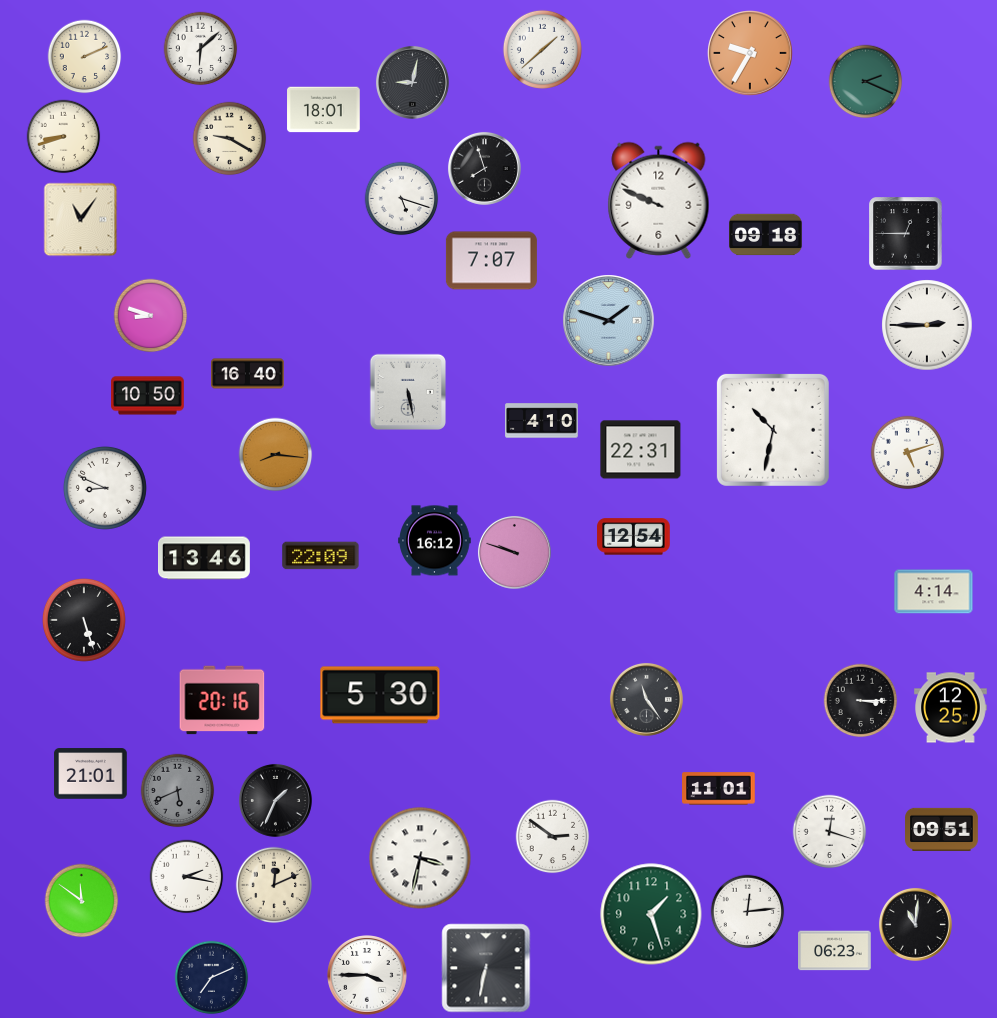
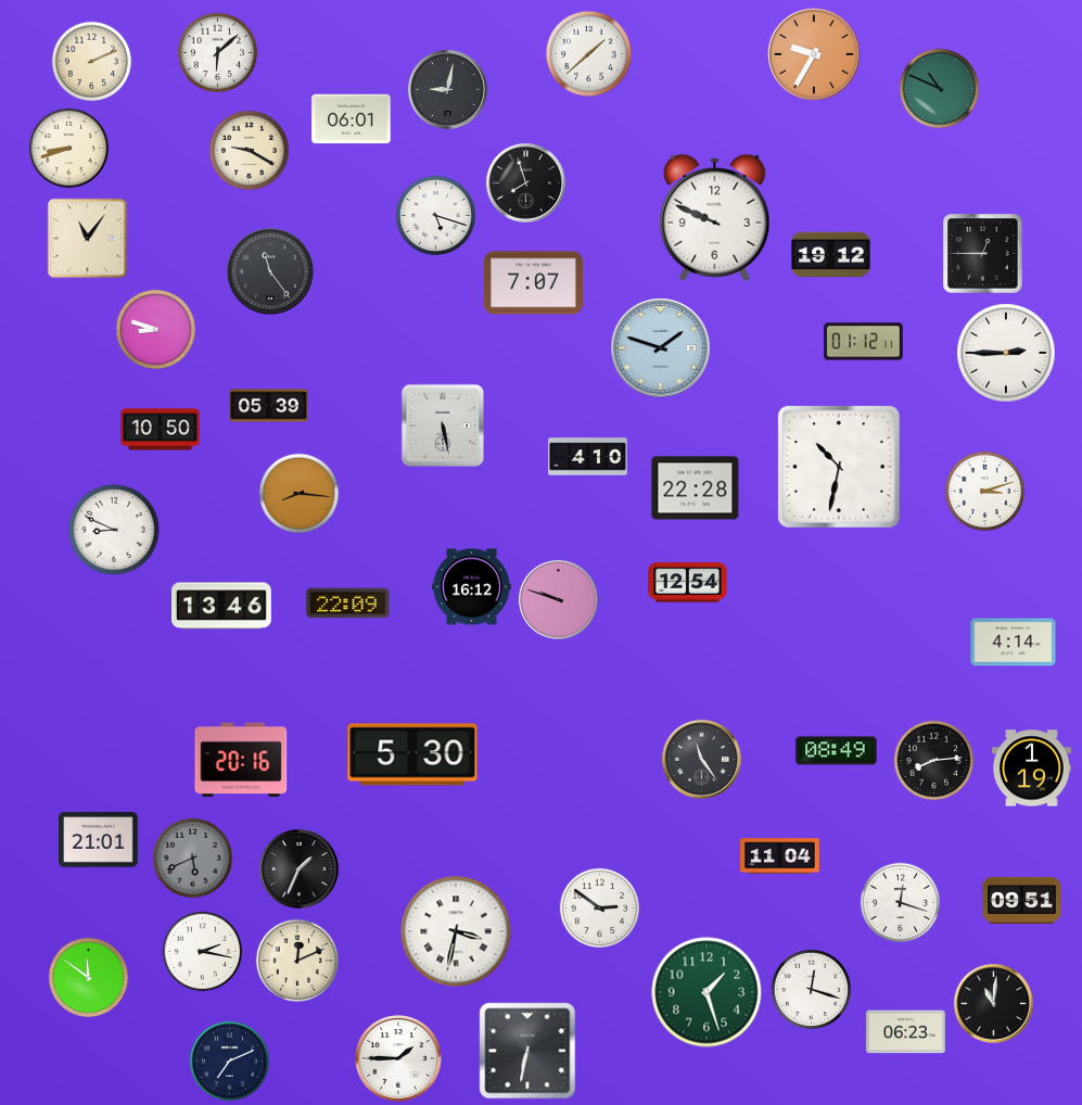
clock at (750, 53) position: (750, 53) -> (814, 54)
clock at (866, 82): 2:19 -> 10:49
clock at (324, 110): 18:01 -> 06:01
clock at (766, 235): 09:18 -> 19:12
clock at (271, 272): none -> 11:24
clock at (864, 342): none -> 01:12
clock at (151, 316) position: (151, 316) -> (156, 330)
clock at (248, 374): 16:40 -> 05:39
clock at (641, 450): 22:31 -> 22:28
clock at (908, 453): 5:12 -> 3:12
clock at (84, 620): 5:27 -> none
clock at (837, 751): none -> 08:49
clock at (861, 701): 3:15 -> 8:14
clock at (951, 708): 12:25 -> 1:19
clock at (719, 789): 11:01 -> 11:04
clock at (748, 912): 12:14 -> 12:18
clock at (368, 976): 3:45 -> 1:45
